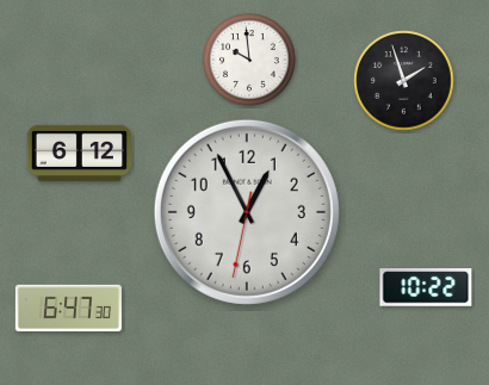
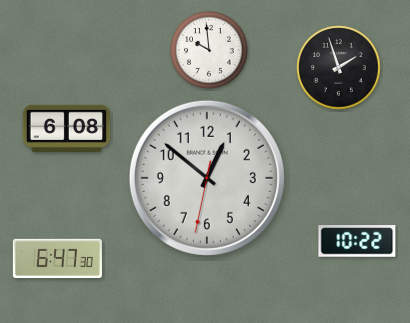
clock at (80, 153): 6:12 -> 6:08
clock at (247, 212): 12:55 -> 12:51
